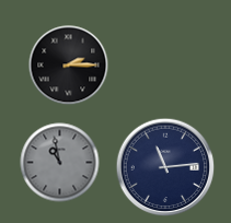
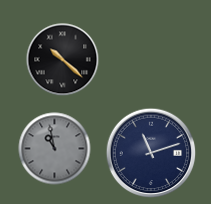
clock at (69, 66): 2:15 -> 10:22
clock at (165, 167): 11:14 -> 11:12
